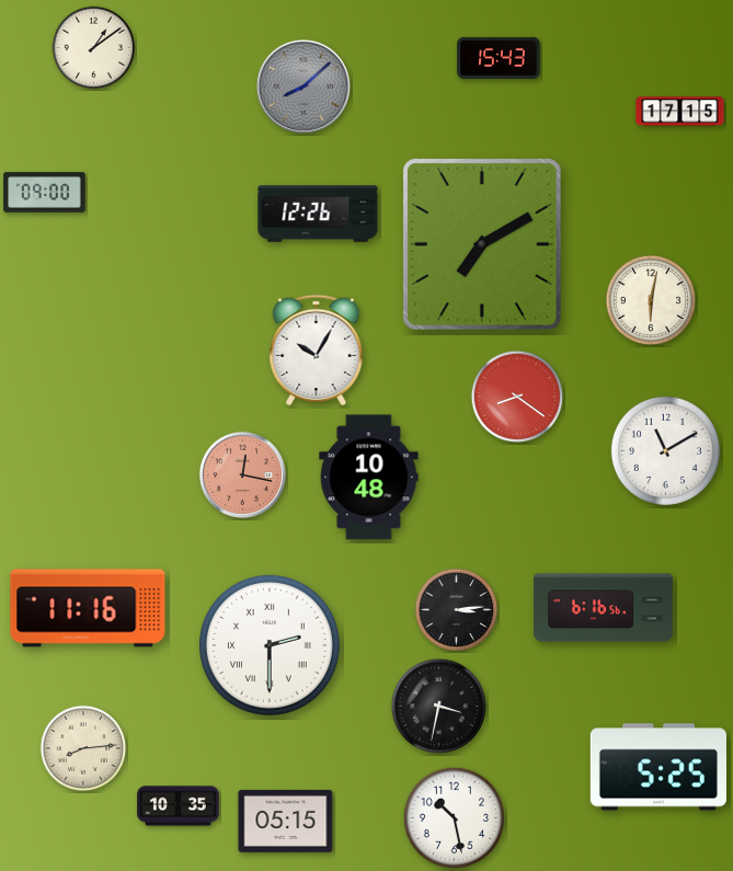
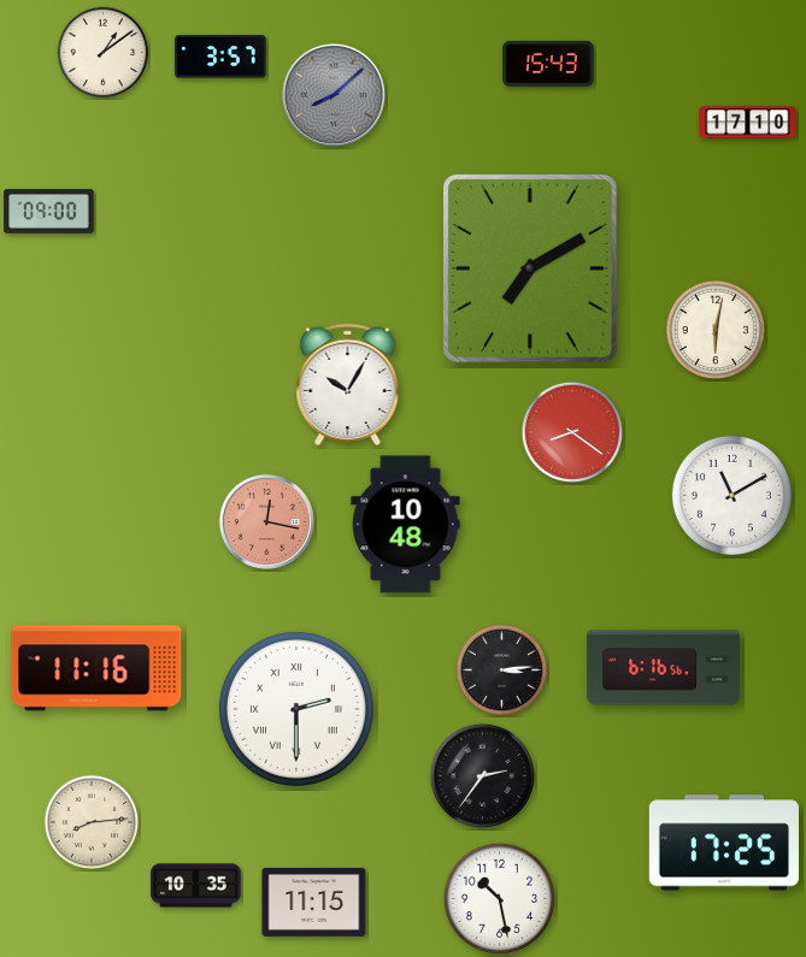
clock at (220, 57): none -> 3:57
clock at (680, 112): 17:15 -> 17:10
clock at (318, 214): 12:26 -> none
clock at (517, 397) position: (517, 397) -> (572, 432)
clock at (439, 707): 3:32 -> 2:36
clock at (658, 767): 5:25 -> 17:25
clock at (286, 821): 05:15 -> 11:15
